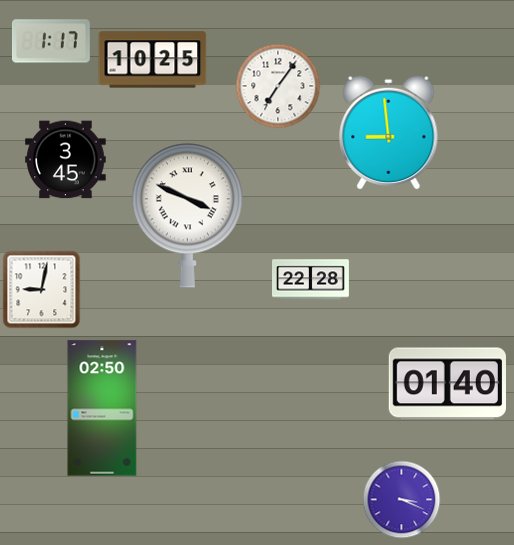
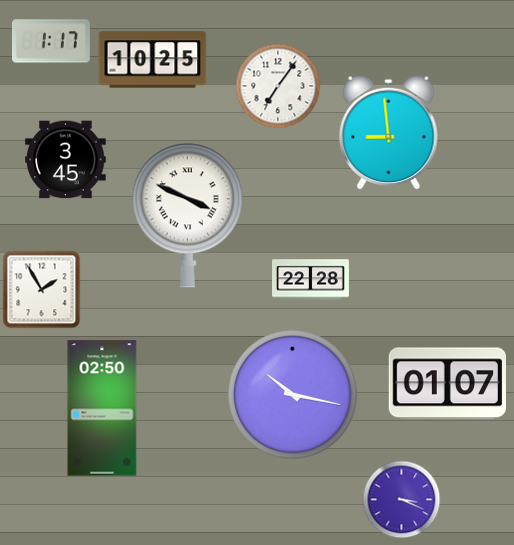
clock at (41, 289): 9:02 -> 1:55
clock at (447, 384): 01:40 -> 01:07
clock at (293, 395): none -> 10:17
